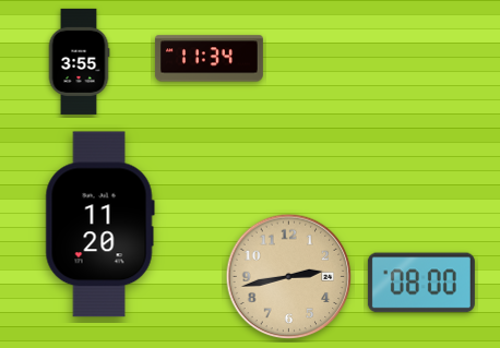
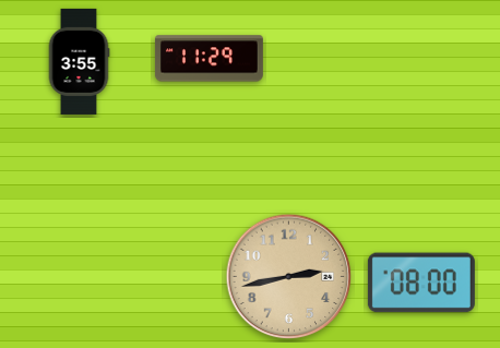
clock at (209, 59): 11:34 -> 11:29
clock at (99, 225): 11:20 -> none
